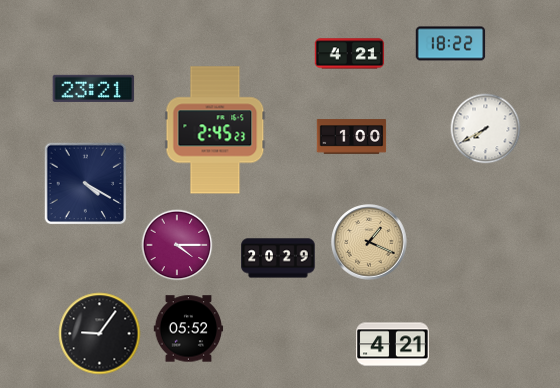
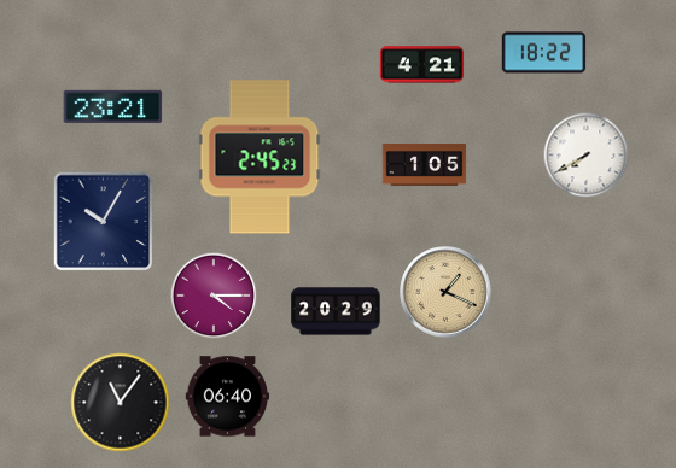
clock at (352, 137): 1:00 -> 1:05
clock at (86, 184): 4:20 -> 10:05
clock at (189, 329): 05:52 -> 06:40
clock at (100, 334): 9:06 -> 11:06
clock at (393, 345): 4:21 -> none
